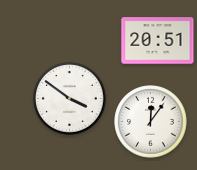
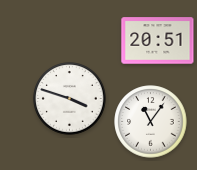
clock at (70, 99): 3:51 -> 3:48
clock at (151, 122): 12:06 -> 11:06
